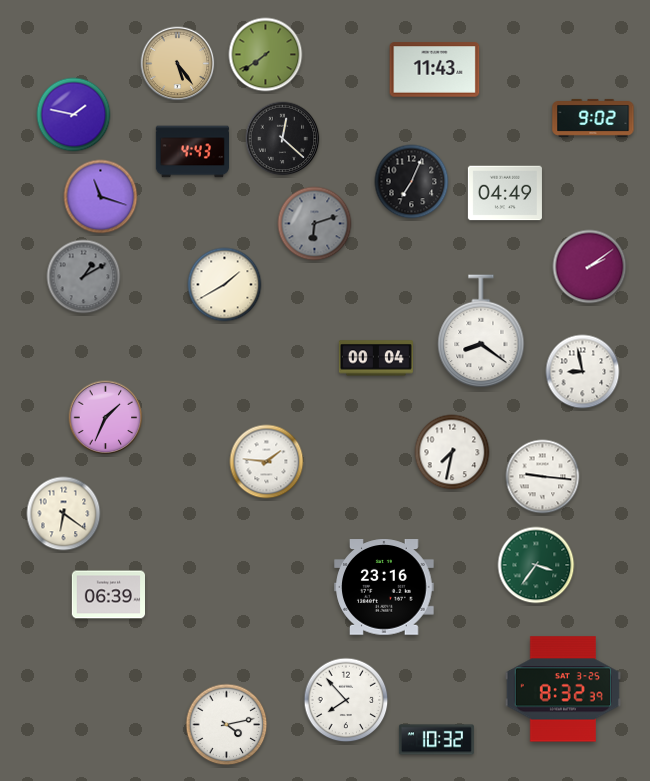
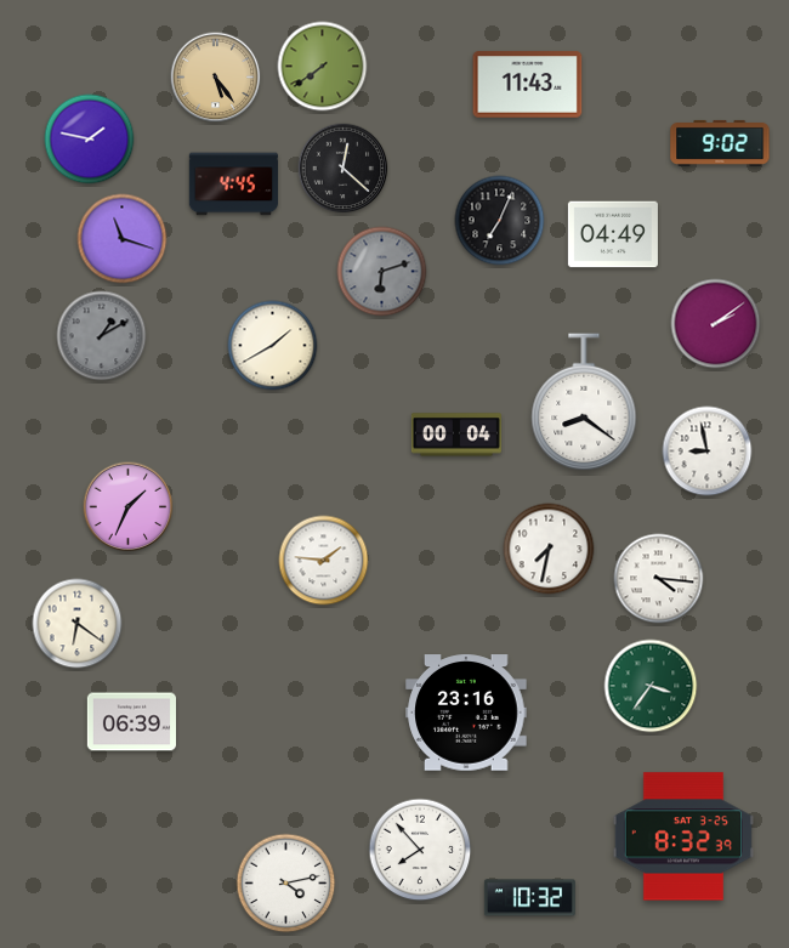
clock at (192, 152): 4:43 -> 4:45
clock at (543, 477): 9:16 -> 4:16
clock at (227, 725) position: (227, 725) -> (286, 884)
